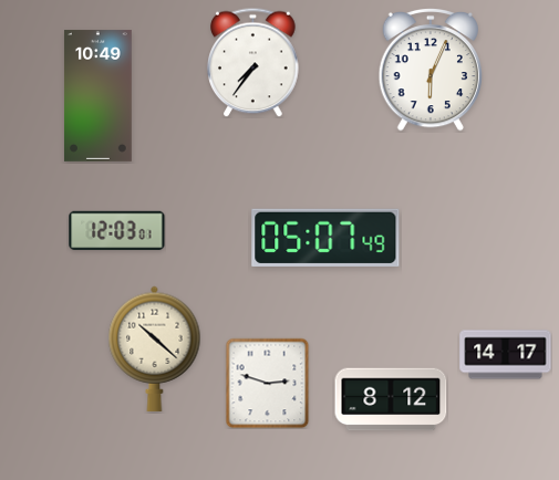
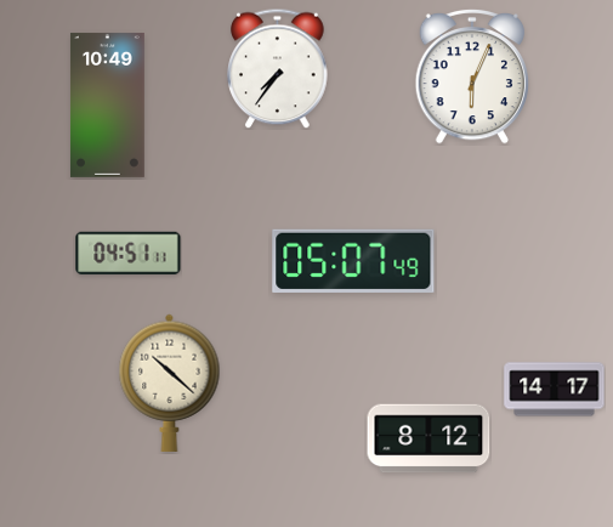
clock at (117, 231): 12:03 -> 04:51
clock at (325, 238) position: (325, 238) -> (353, 261)
clock at (268, 383): 2:48 -> none
